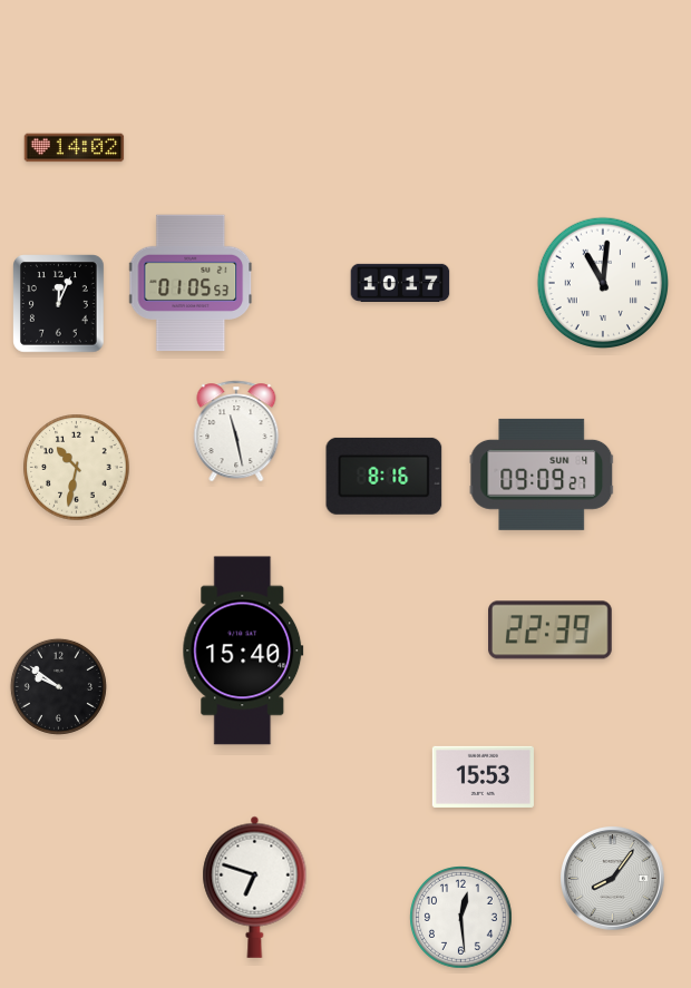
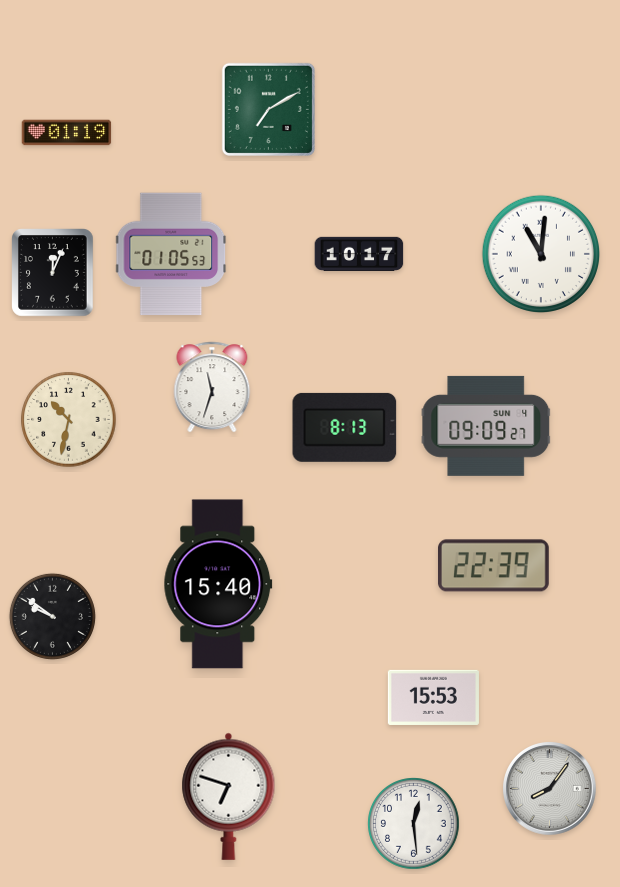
clock at (268, 109): none -> 7:10
clock at (75, 148): 14:02 -> 01:19
clock at (236, 431): 11:28 -> 11:33
clock at (385, 476): 8:16 -> 8:13
